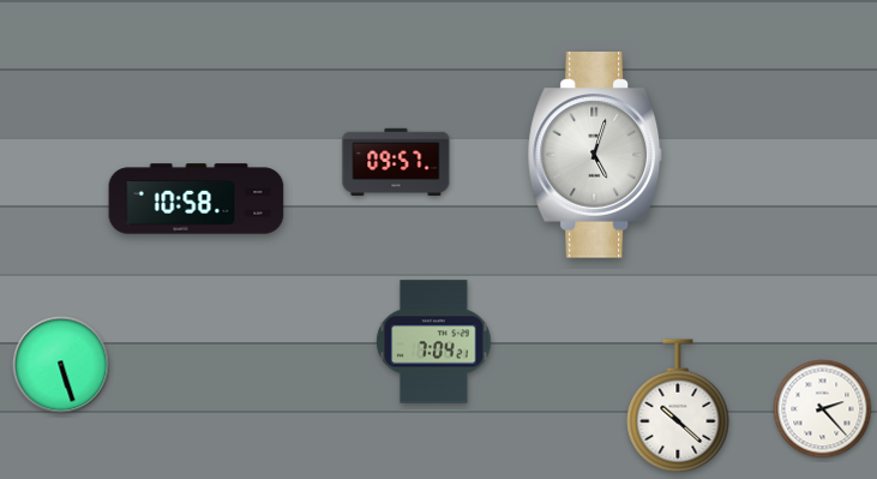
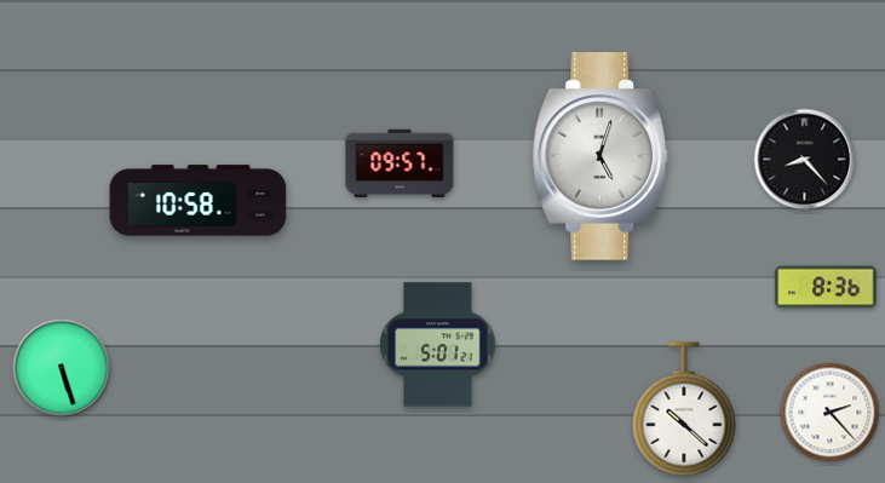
clock at (805, 160): none -> 8:23
clock at (826, 287): none -> 8:36
clock at (434, 342): 7:04 -> 5:01
